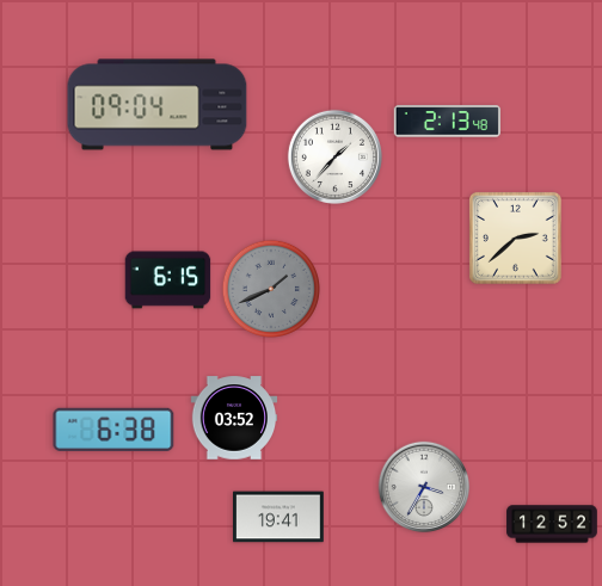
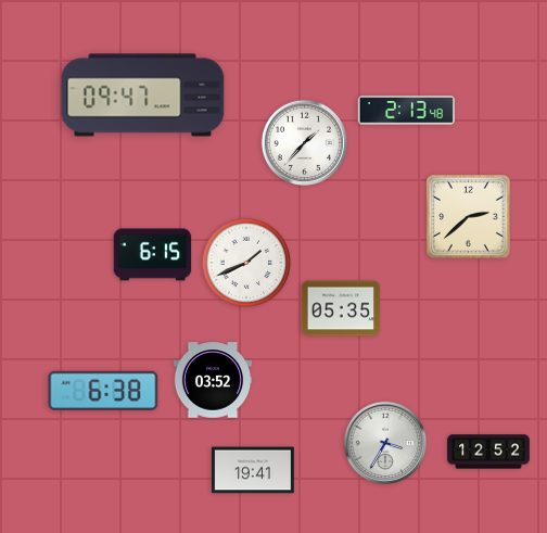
clock at (158, 105): 09:04 -> 09:47
clock at (270, 288) dial: grey -> white
clock at (341, 308): none -> 05:35
clock at (552, 524) position: (552, 524) -> (488, 452)
